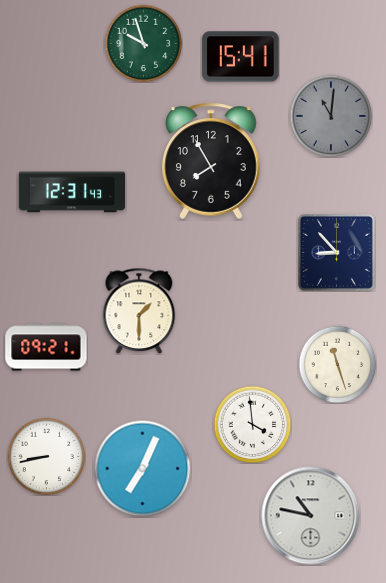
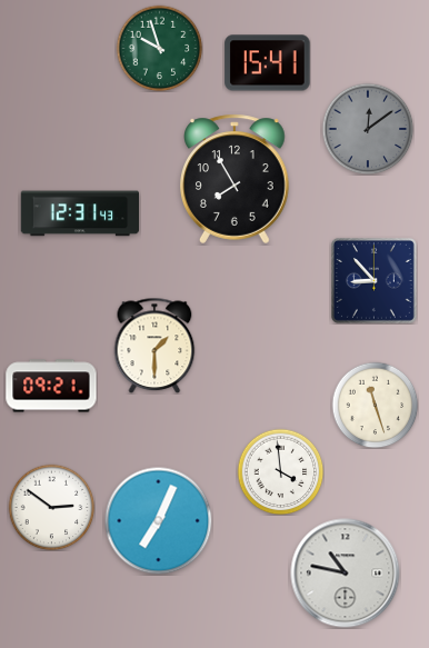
clock at (331, 116): 11:01 -> 12:09
clock at (46, 456): 8:43 -> 2:51
